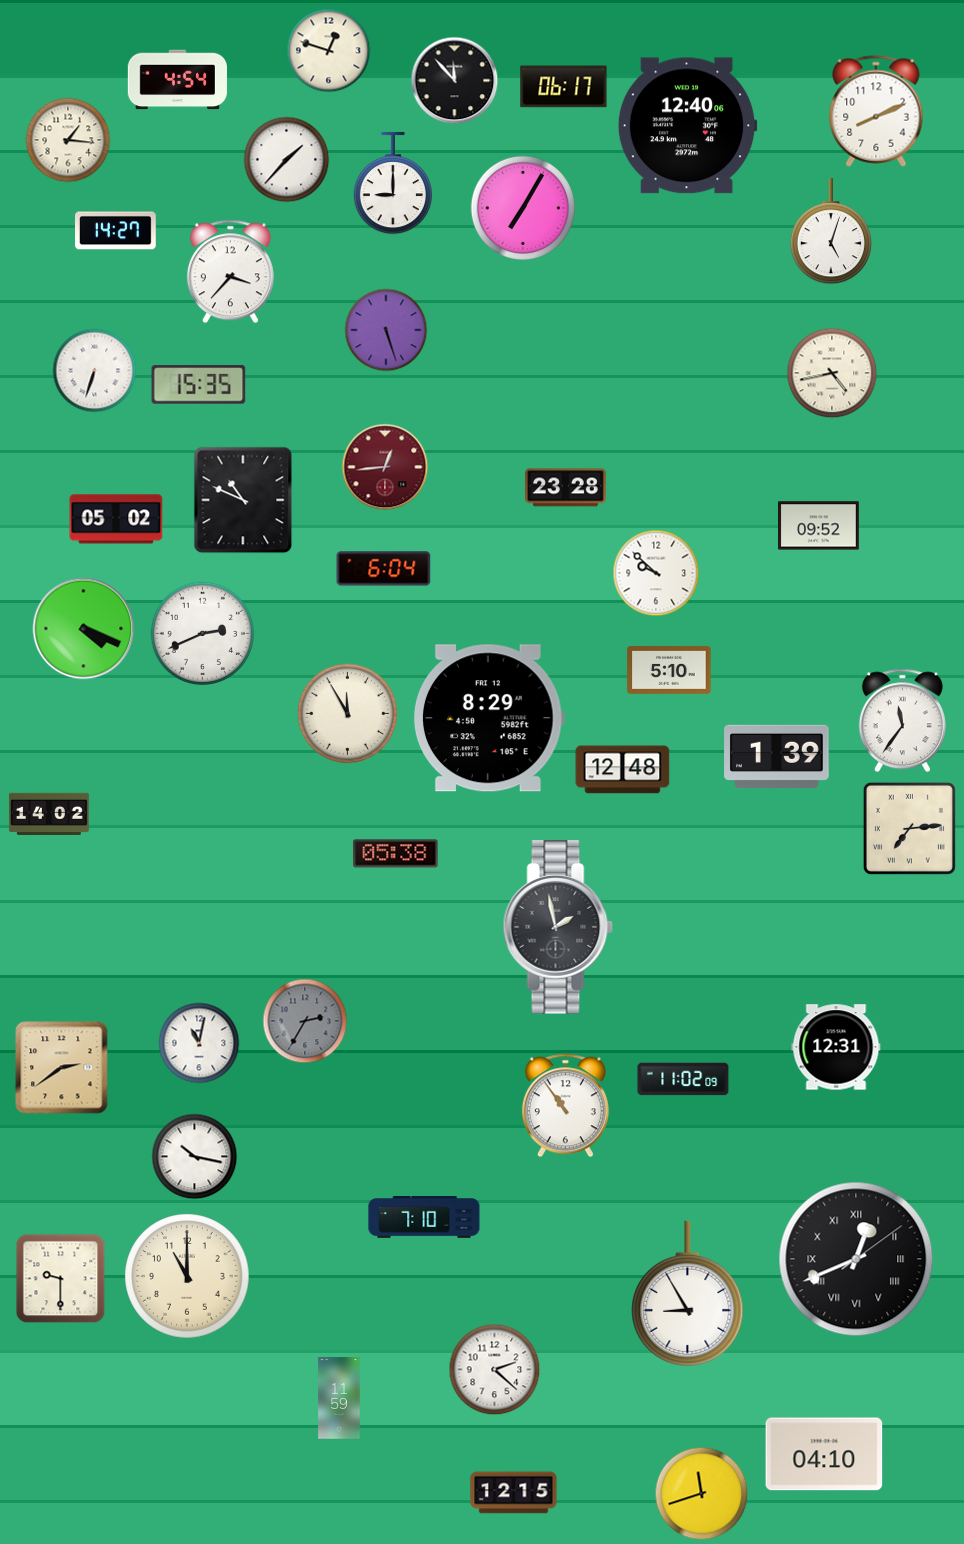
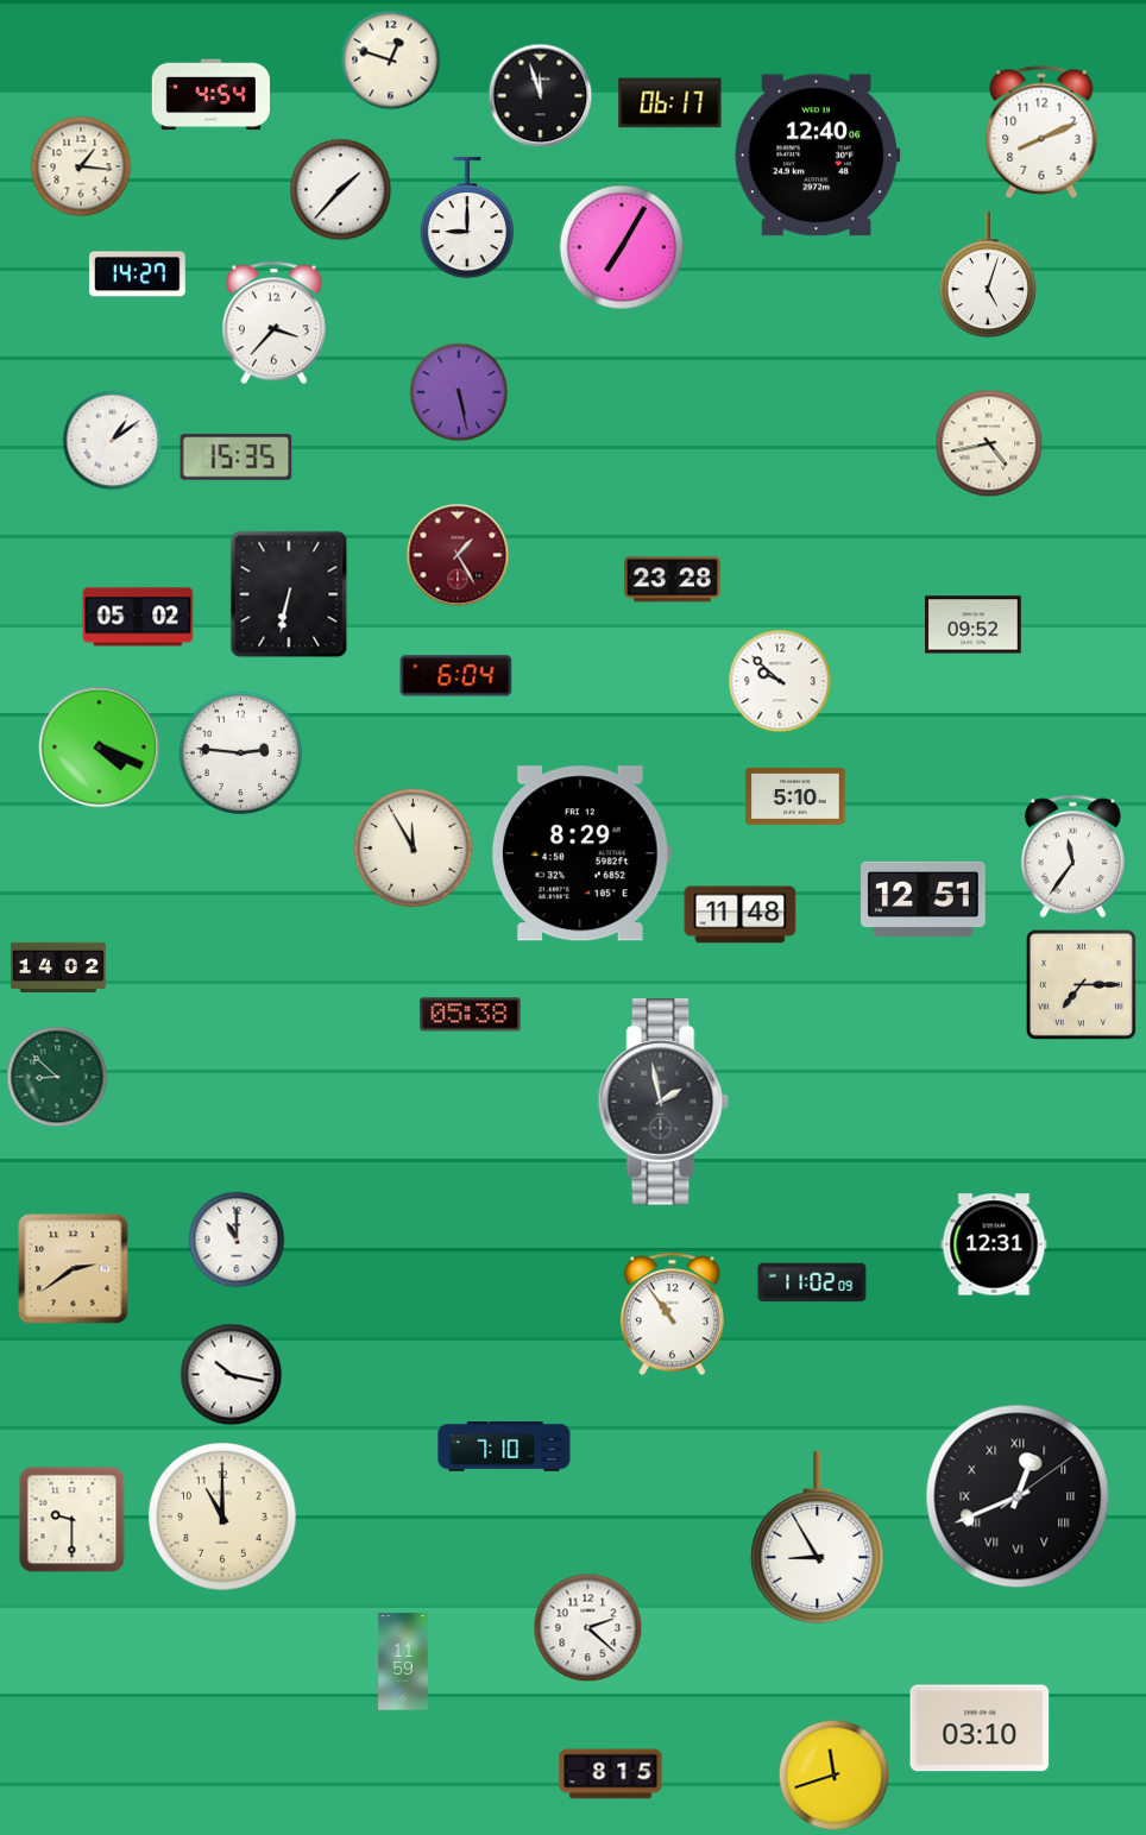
clock at (455, 81): 11:53 -> 11:57
clock at (687, 126) position: (687, 126) -> (817, 156)
clock at (386, 330): 5:27 -> 5:28
clock at (95, 371): 6:33 -> 1:09
clock at (385, 467): 12:44 -> 1:25
clock at (243, 500): 10:49 -> 6:32
clock at (202, 633): 2:41 -> 2:46
clock at (777, 756): 1:39 -> 12:51
clock at (623, 770): 12:48 -> 11:48
clock at (909, 828): 7:14 -> 7:15
clock at (57, 1077): none -> 8:52
clock at (305, 1021): 2:35 -> none
clock at (199, 1043): 11:02 -> 11:00
clock at (824, 1454): 04:10 -> 03:10
clock at (514, 1493): 12:15 -> 8:15
